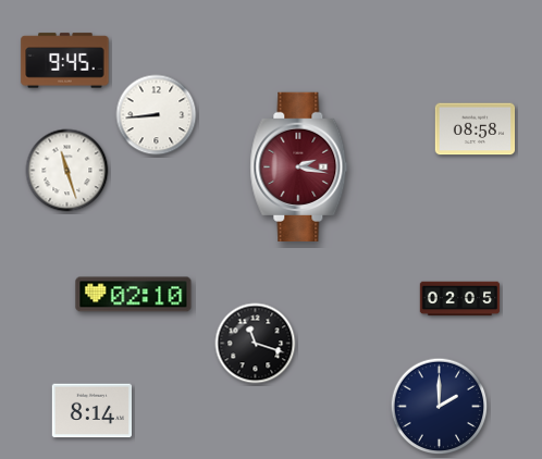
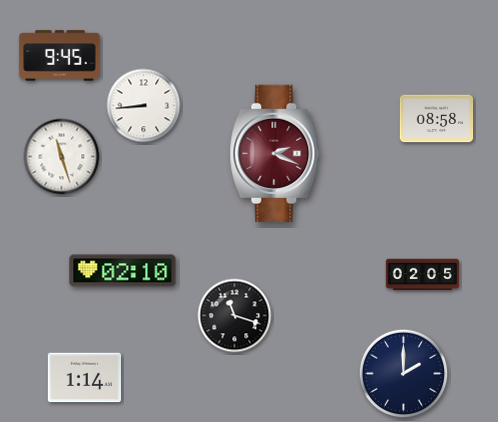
clock at (299, 166): 2:17 -> 2:19
clock at (91, 411): 8:14 -> 1:14
